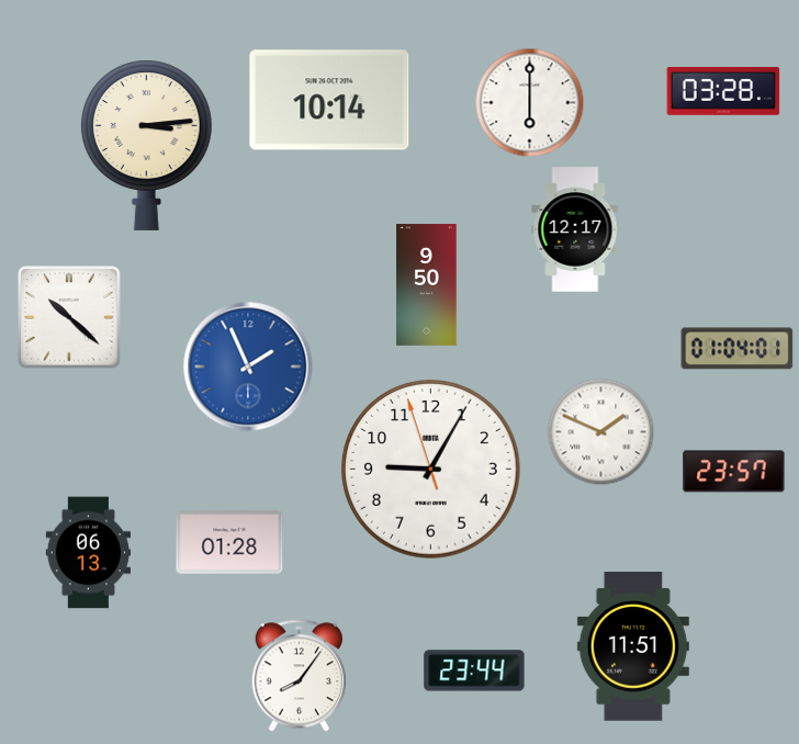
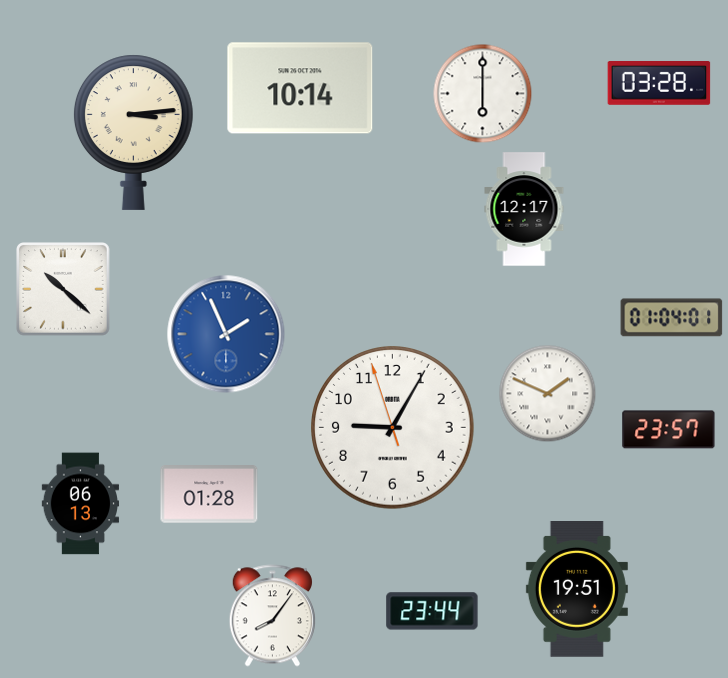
clock at (329, 100) position: (329, 100) -> (300, 88)
clock at (427, 285): 9:50 -> none
clock at (633, 646): 11:51 -> 19:51
